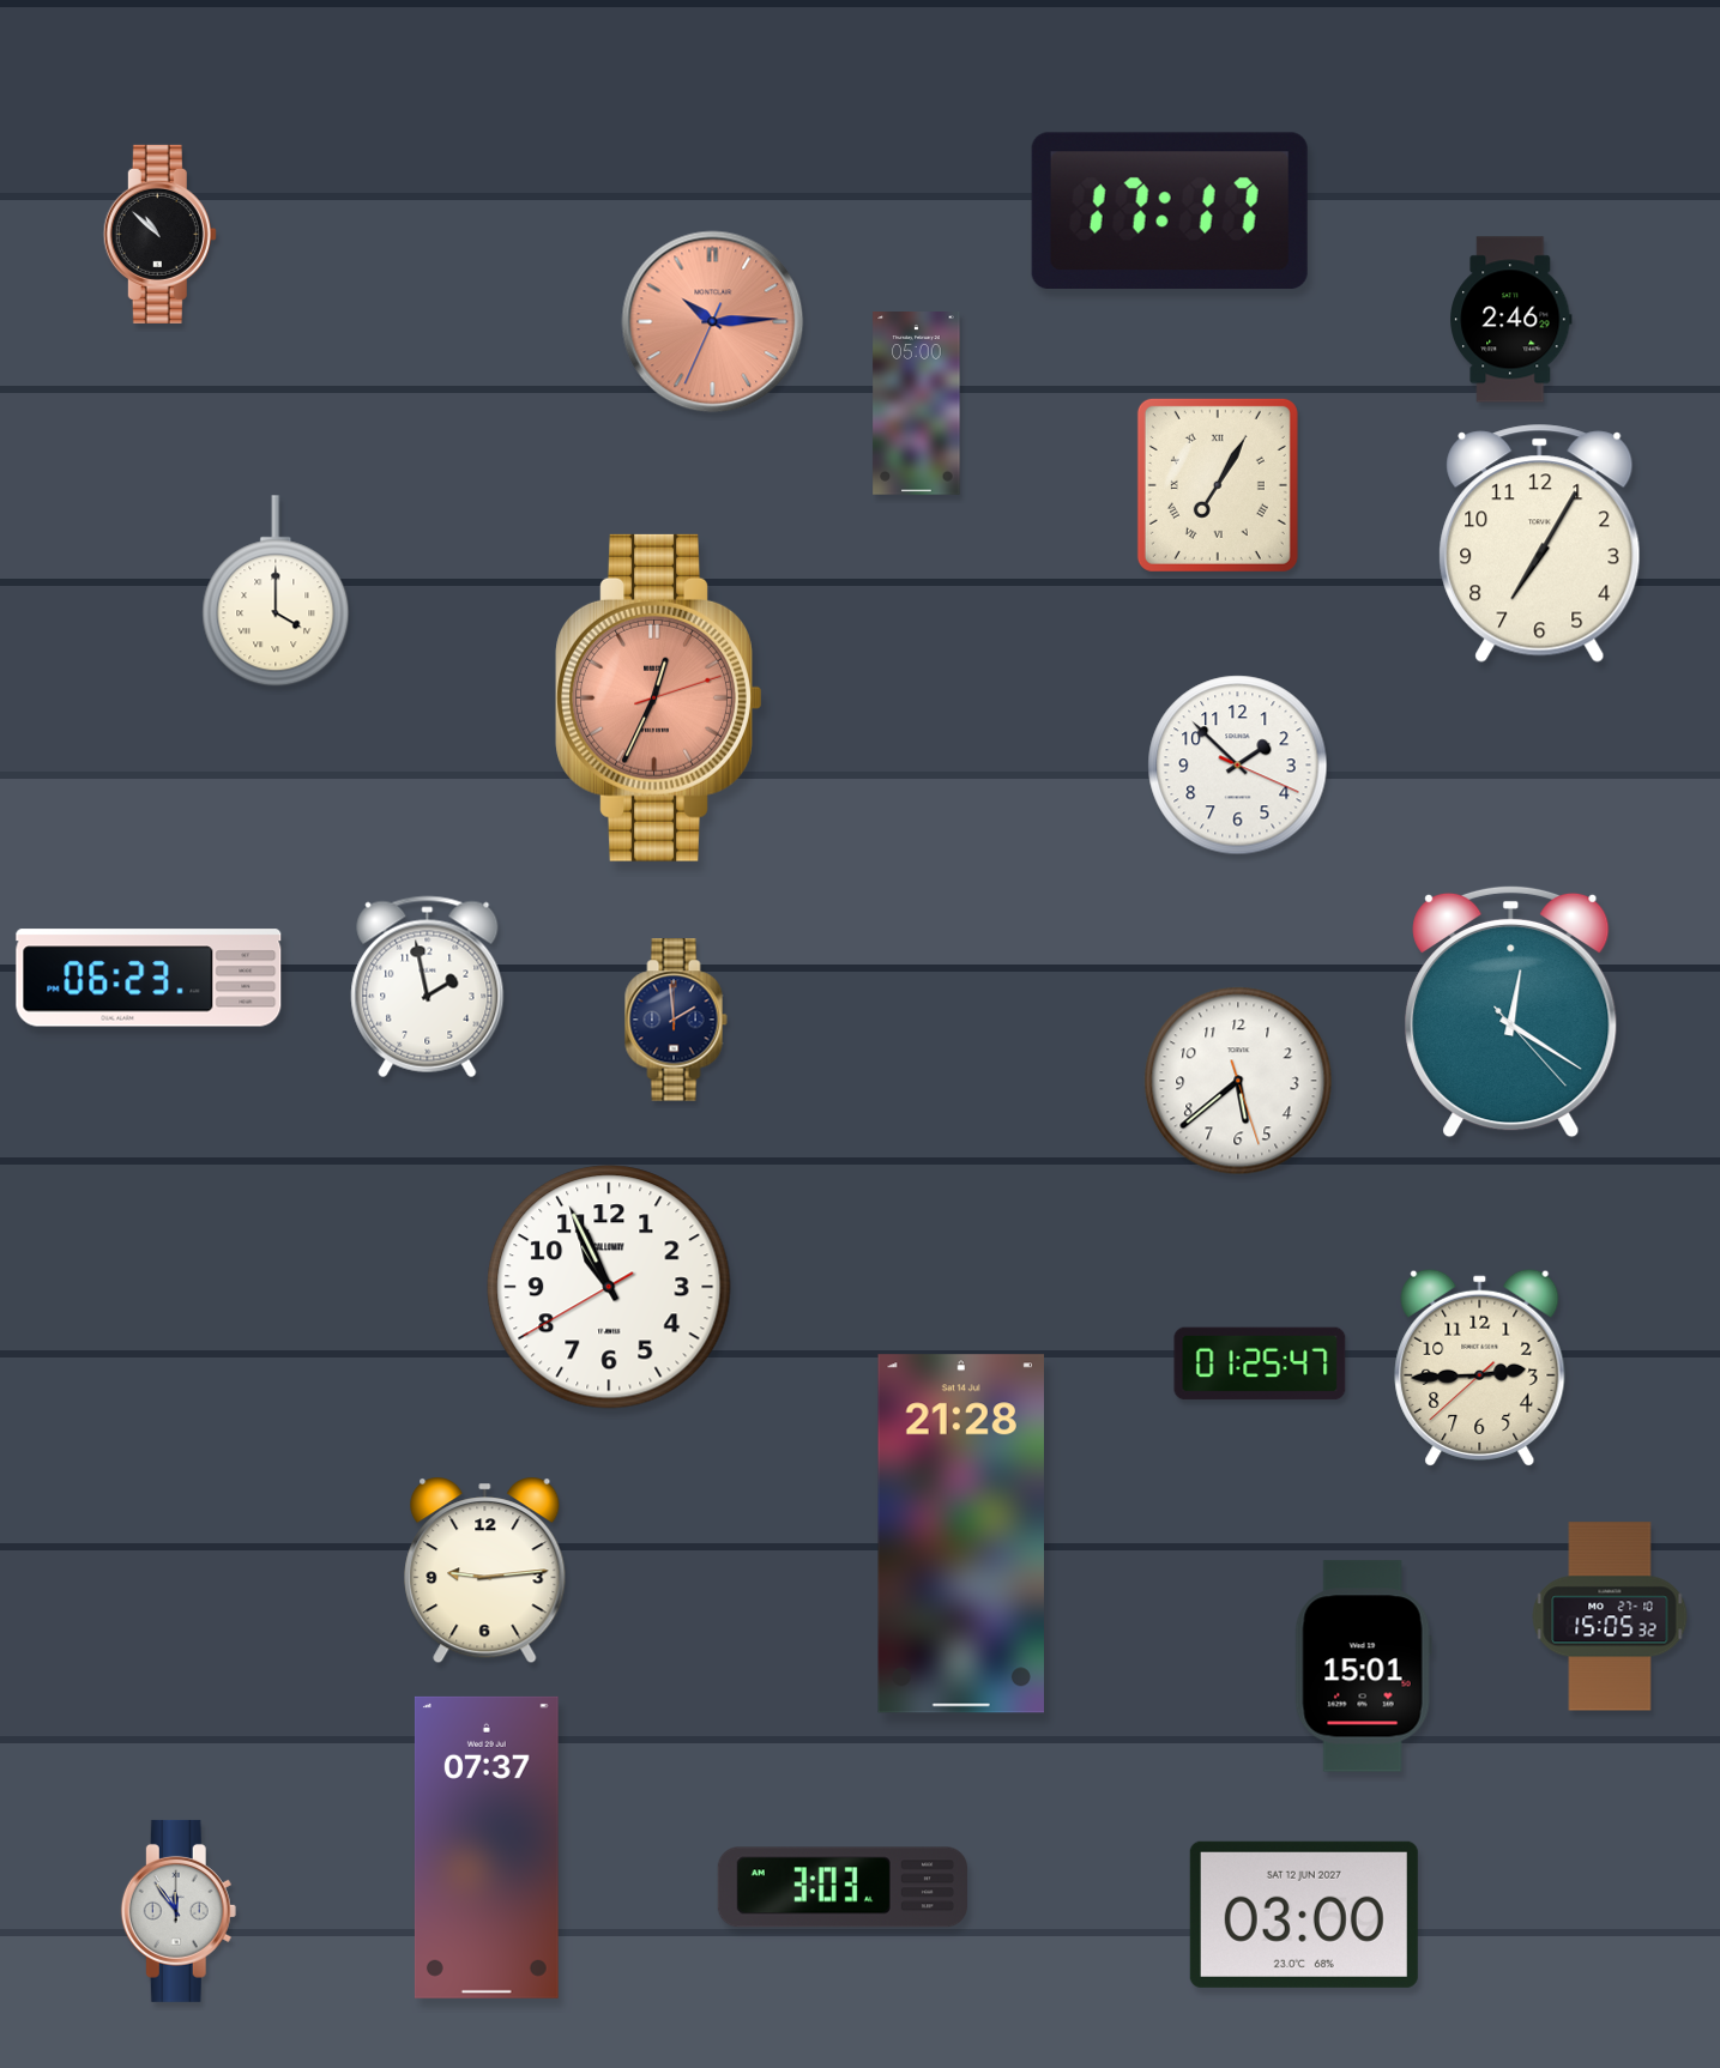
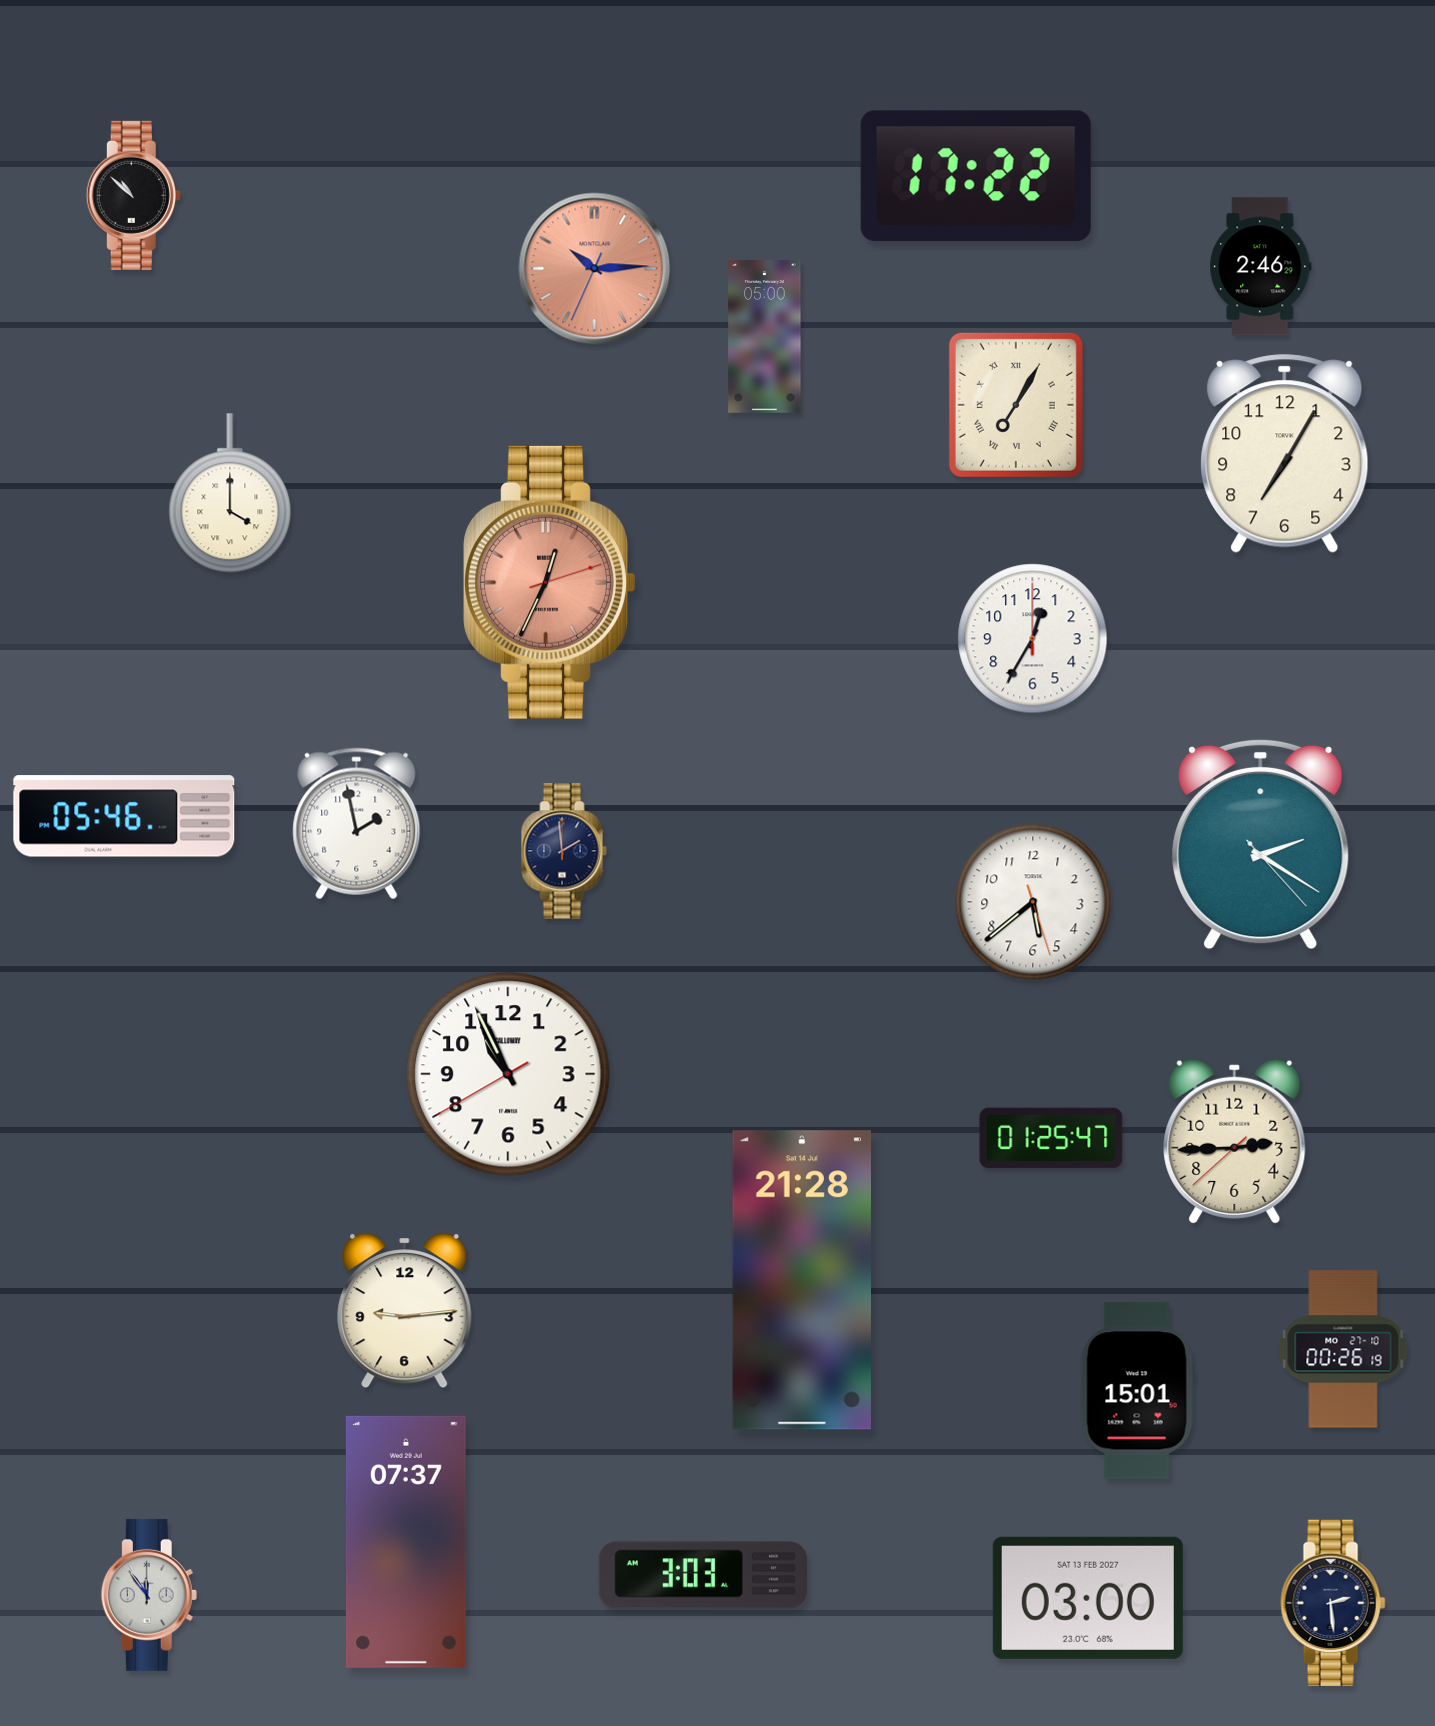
clock at (1170, 211): 17:17 -> 17:22
clock at (1238, 766): 1:52 -> 12:35
clock at (149, 978): 06:23 -> 05:46
clock at (1511, 1011): 12:20 -> 2:20
clock at (1610, 1616): 15:05 -> 00:26
clock at (1304, 1915) date: SAT 12 JUN 2027 -> SAT 13 FEB 2027
clock at (1333, 1603): none -> 2:29
